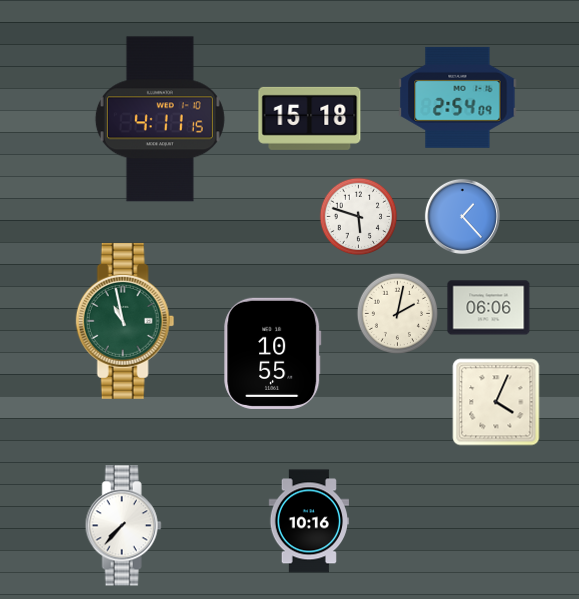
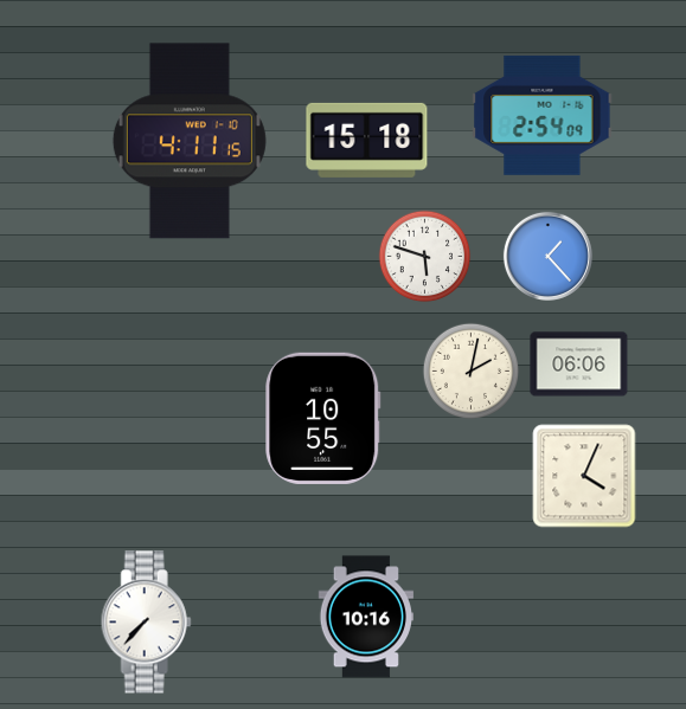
clock at (125, 321): 10:58 -> none
clock at (496, 402) position: (496, 402) -> (584, 476)
